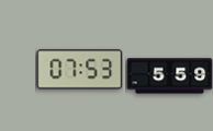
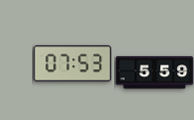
clock at (169, 76) position: (169, 76) -> (154, 73)
